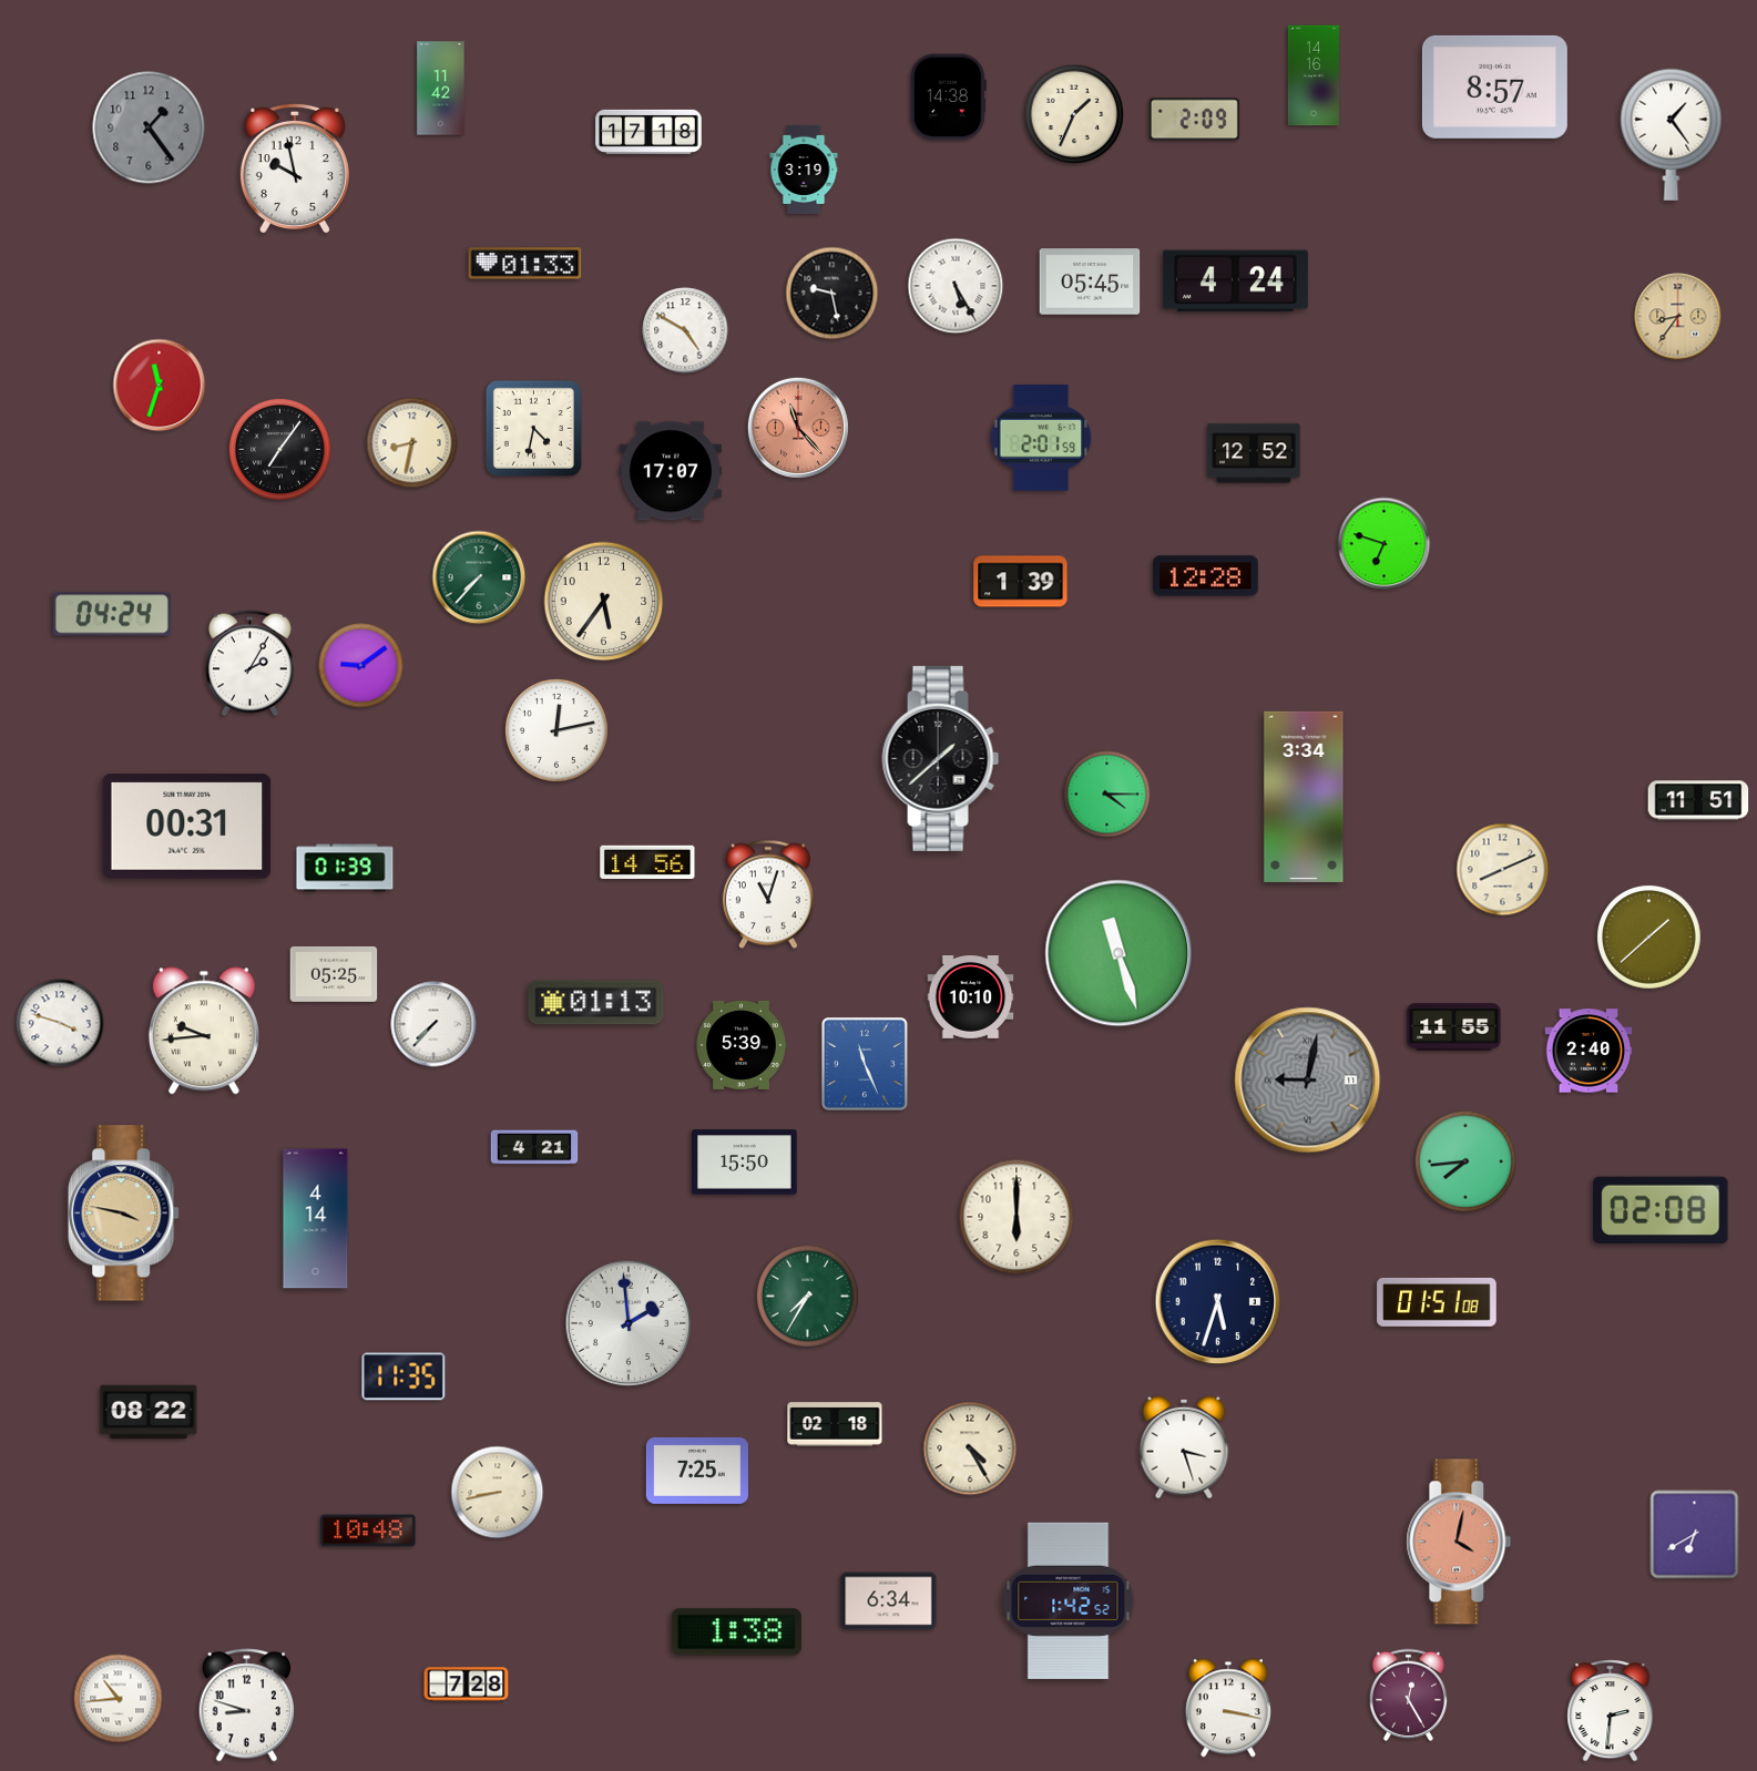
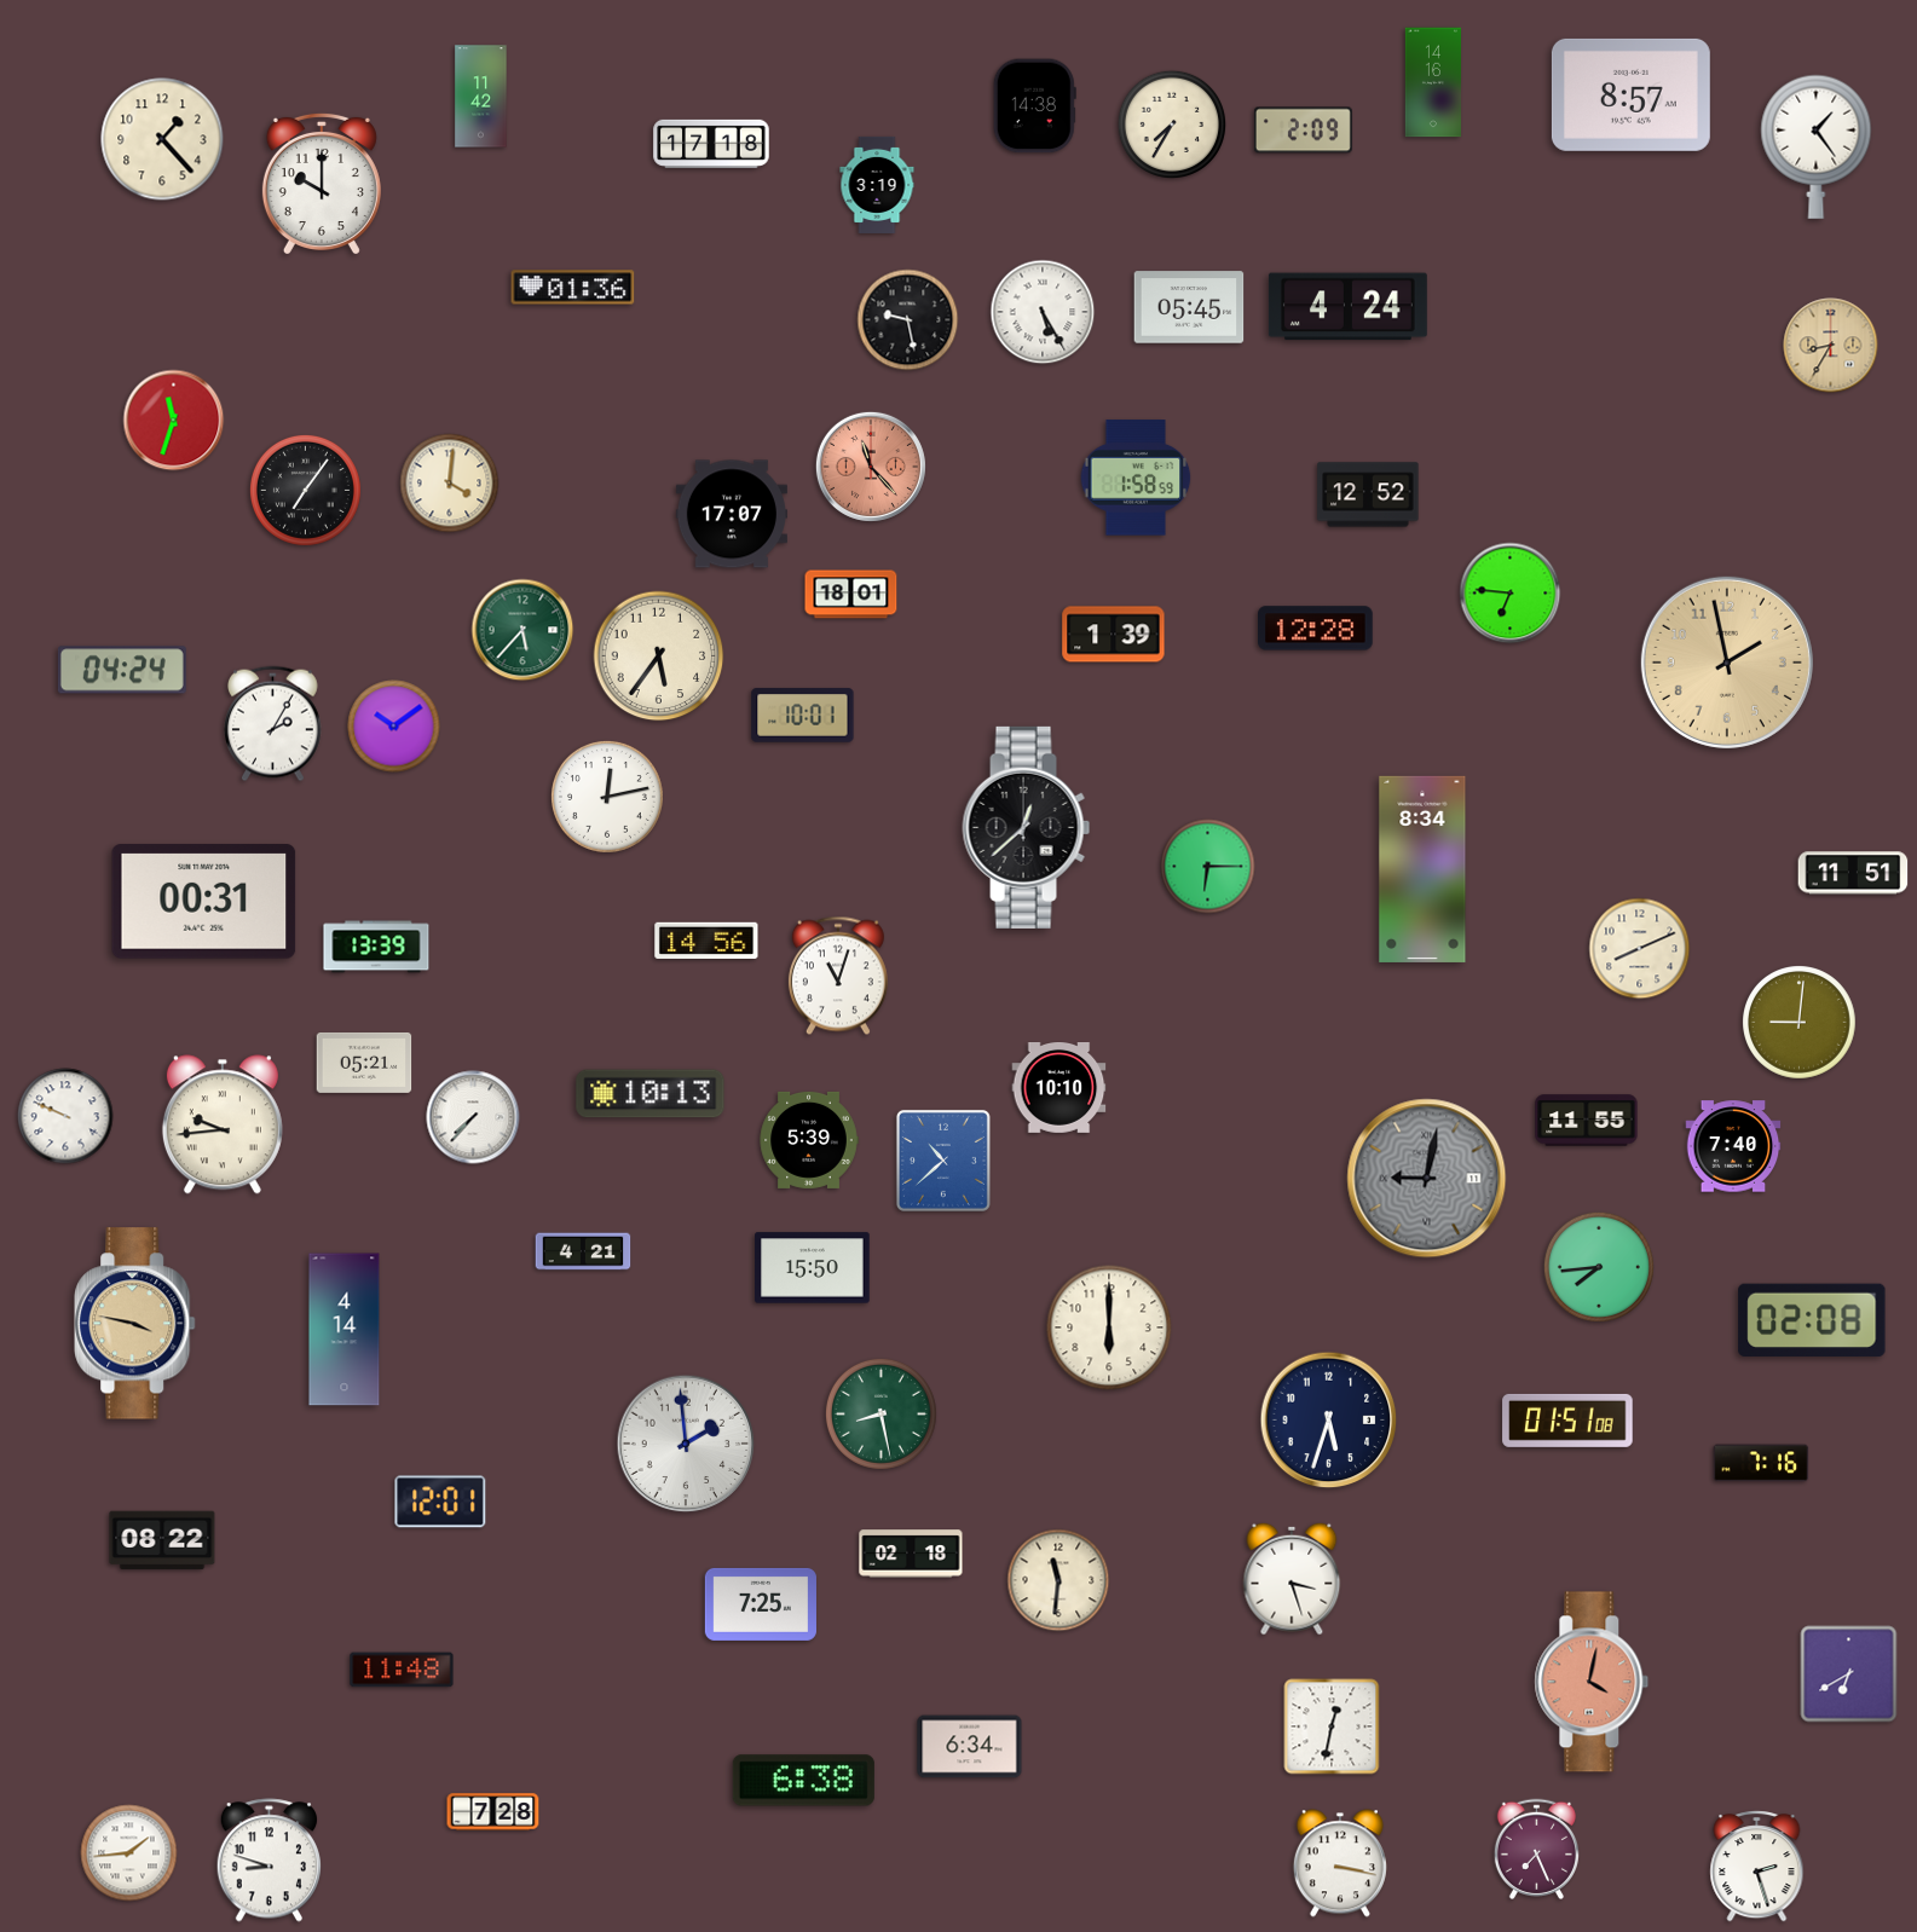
clock at (1073, 113): 1:34 -> 7:35
clock at (149, 127): 1:24 -> 1:23
clock at (149, 127) dial: grey -> cream
clock at (648, 132) position: (648, 132) -> (711, 144)
clock at (1672, 134) position: (1672, 134) -> (1817, 146)
clock at (295, 167): 9:58 -> 10:00
clock at (525, 264): 01:33 -> 01:36
clock at (1678, 317): 8:36 -> 8:35
clock at (685, 330): 4:50 -> none
clock at (533, 428): 4:32 -> none
clock at (1041, 438): 2:01 -> 1:58
clock at (412, 443): 8:32 -> 4:01
clock at (1385, 544): 6:48 -> 6:46
clock at (851, 595): none -> 18:01
clock at (479, 577): 7:37 -> 5:37
clock at (1727, 663): none -> 1:58
clock at (803, 716): none -> 10:01
clock at (361, 666): 9:09 -> 10:09
clock at (941, 758): 1:38 -> 12:38
clock at (1107, 795): 4:15 -> 6:15
clock at (1304, 797): 3:34 -> 8:34
clock at (345, 868): 01:39 -> 13:39
clock at (1649, 938): 1:38 -> 9:01
clock at (1118, 953): 11:27 -> none
clock at (334, 974): 05:25 -> 05:21
clock at (596, 1003): 01:13 -> 10:13
clock at (60, 1023): 3:48 -> 9:49
clock at (1589, 1051): 2:40 -> 7:40
clock at (865, 1064): 11:26 -> 10:38
clock at (807, 1296): 7:35 -> 8:28
clock at (1761, 1463): none -> 7:16
clock at (404, 1376): 11:35 -> 12:01
clock at (970, 1448): 4:25 -> 11:31
clock at (498, 1493): 8:43 -> none
clock at (368, 1531): 10:48 -> 11:48
clock at (1332, 1726): none -> 12:32
clock at (1069, 1600): 1:42 -> none
clock at (736, 1632): 1:38 -> 6:38
clock at (467, 1685) position: (467, 1685) -> (493, 1812)
clock at (1408, 1695): 12:25 -> 7:26
clock at (119, 1699): 10:44 -> 1:44
clock at (1611, 1711): 2:31 -> 2:27
